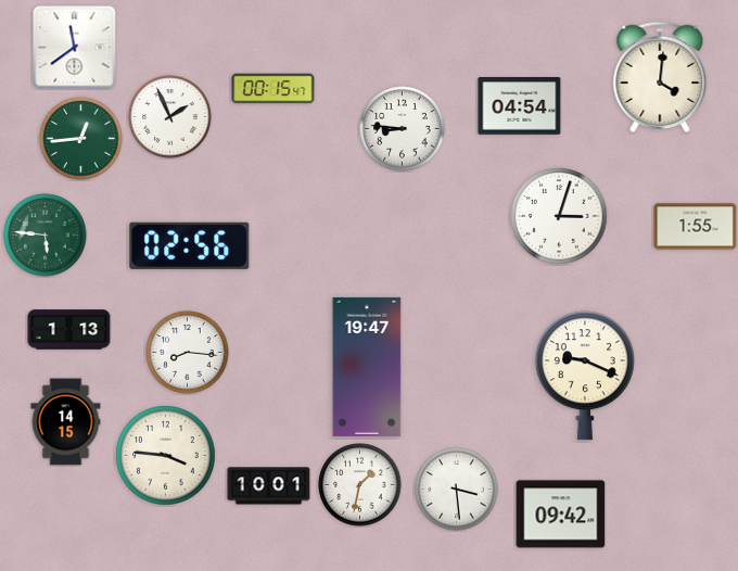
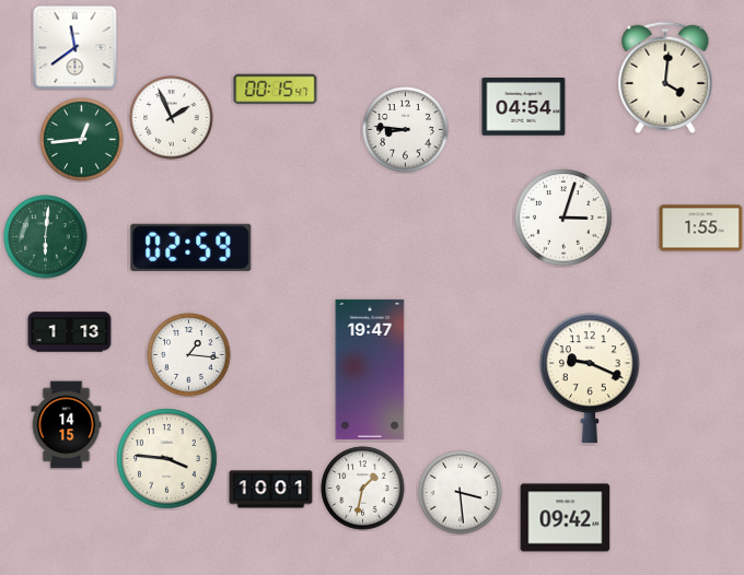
clock at (46, 236): 5:46 -> 6:01
clock at (190, 245): 02:56 -> 02:59
clock at (188, 353): 8:16 -> 1:16
